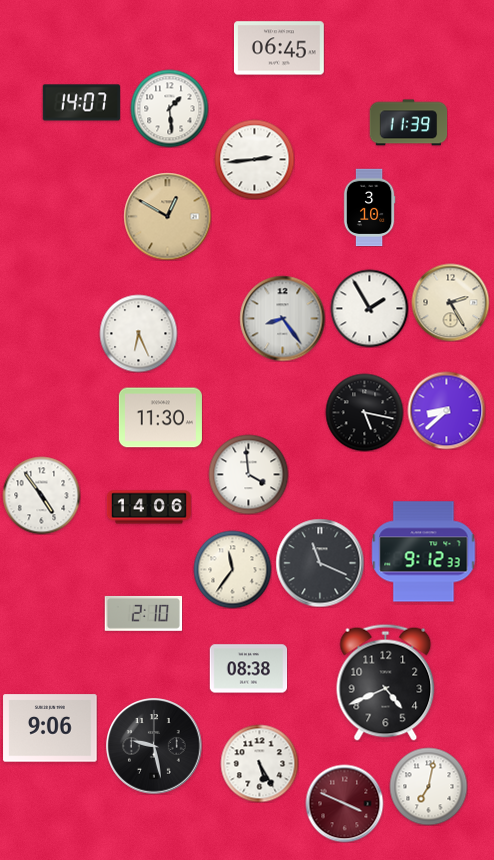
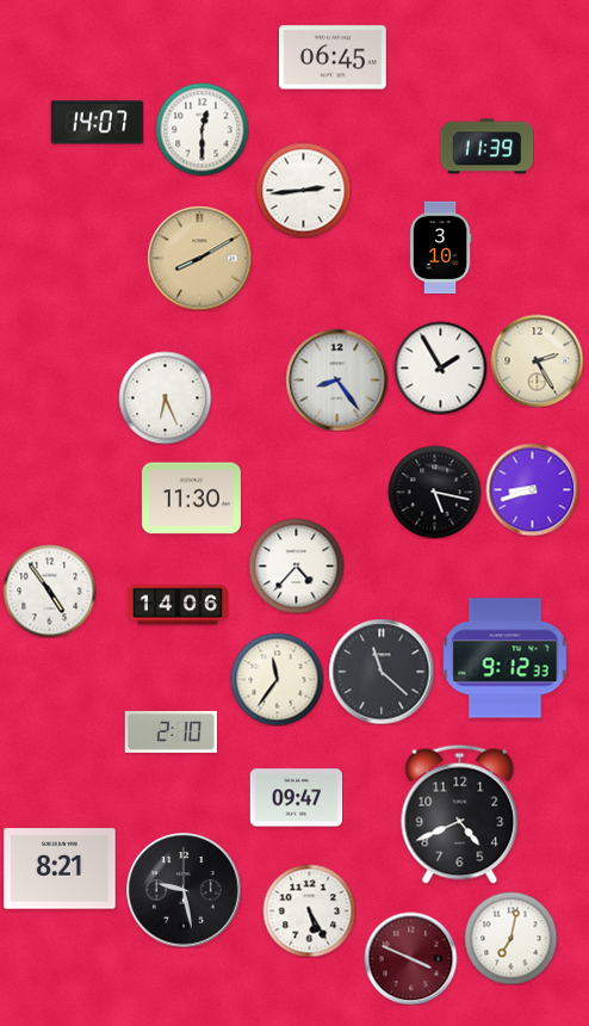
clock at (169, 108): 1:29 -> 12:30
clock at (167, 216): 12:50 -> 8:10
clock at (446, 410): 8:38 -> 8:42
clock at (248, 474): 3:59 -> 4:37
clock at (320, 563): 11:19 -> 11:22
clock at (248, 669): 08:38 -> 09:47
clock at (50, 728): 9:06 -> 8:21
